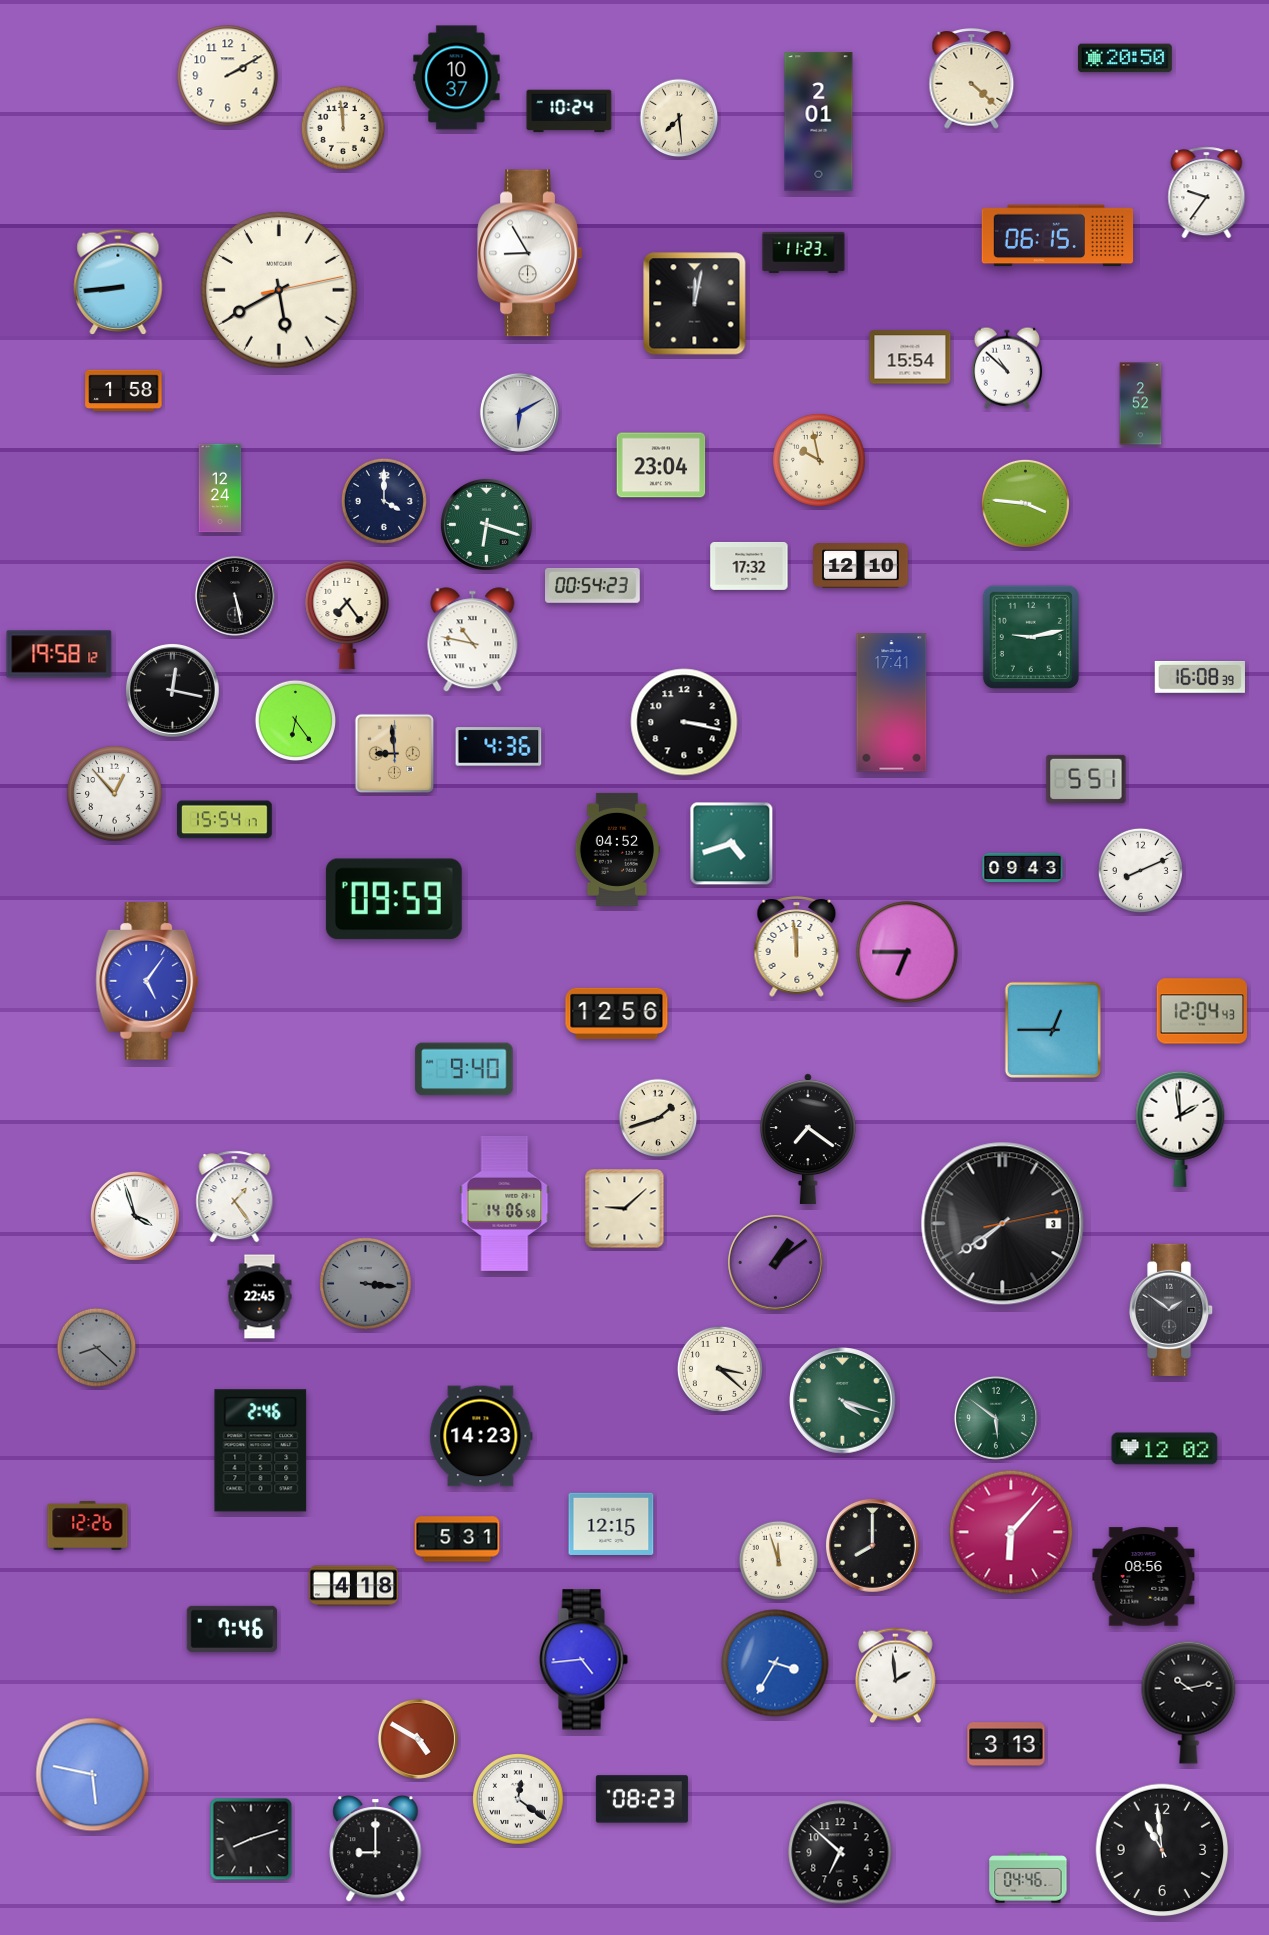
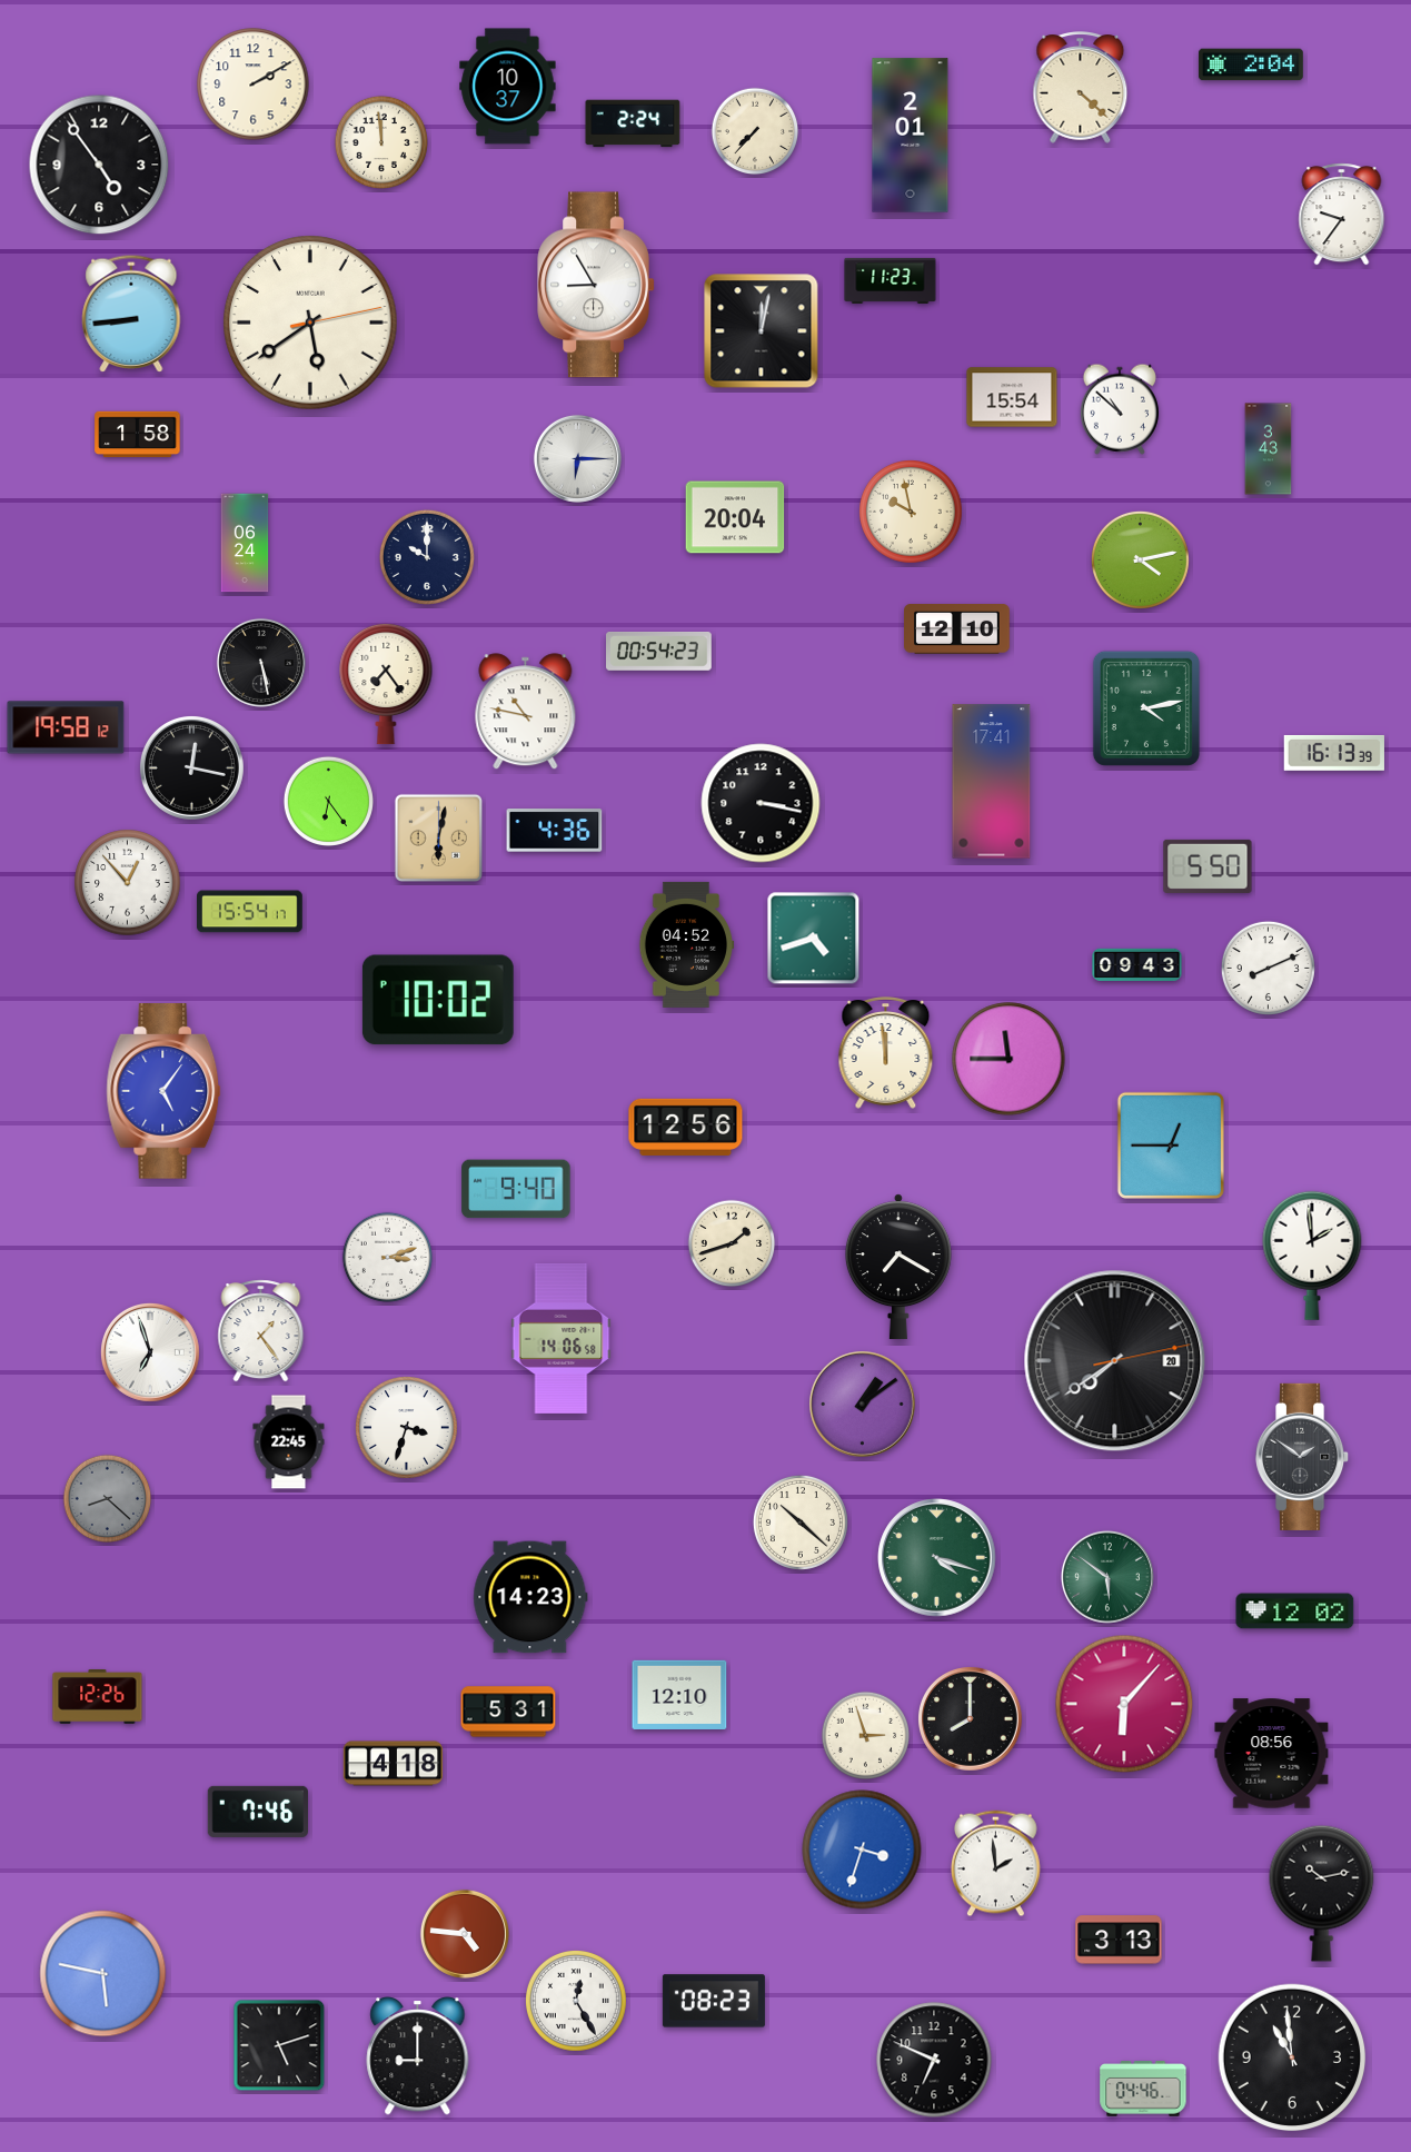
clock at (1125, 58): 20:50 -> 2:04
clock at (569, 111): 10:24 -> 2:24
clock at (679, 118): 7:29 -> 7:37
clock at (99, 165): none -> 4:54
clock at (1058, 236): 06:15 -> none
clock at (804, 252) position: (804, 252) -> (891, 280)
clock at (530, 253) position: (530, 253) -> (596, 285)
clock at (279, 290): 5:40 -> 5:39
clock at (695, 304) position: (695, 304) -> (762, 331)
clock at (1141, 404): 2:52 -> 3:43
clock at (519, 412): 6:10 -> 6:15
clock at (661, 465): 23:04 -> 20:04
clock at (220, 488): 12:24 -> 06:24
clock at (384, 501): 4:00 -> 10:00
clock at (1025, 503): 3:46 -> 4:13
clock at (486, 524): 6:18 -> none
clock at (749, 566): 17:32 -> none
clock at (1031, 637): 9:13 -> 4:13
clock at (1200, 677): 16:08 -> 16:13
clock at (394, 753): 8:59 -> 6:02
clock at (1086, 779): 5:51 -> 5:50
clock at (394, 899): 09:59 -> 10:02
clock at (907, 952): 6:45 -> 11:45
clock at (1201, 1011): 12:04 -> none
clock at (387, 1257): none -> 3:12
clock at (808, 1139): 7:21 -> 7:20
clock at (625, 1209): 9:08 -> none
clock at (135, 1216): 3:57 -> 6:57
clock at (1003, 1224) date: 3 -> 20
clock at (366, 1284): 3:16 -> 3:33
clock at (366, 1284) dial: grey -> white
clock at (720, 1369): 3:22 -> 10:22
clock at (481, 1436) position: (481, 1436) -> (530, 1597)
clock at (261, 1451): 2:46 -> none
clock at (611, 1523): 12:15 -> 12:10
clock at (779, 1561): 11:57 -> 2:57
clock at (583, 1660): 4:44 -> none
clock at (775, 1663): 3:35 -> 3:33
clock at (418, 1739): 4:50 -> 4:46
clock at (519, 1800): 12:21 -> 12:25
clock at (251, 1839): 8:12 -> 5:12
clock at (840, 1852): 6:52 -> 6:49
